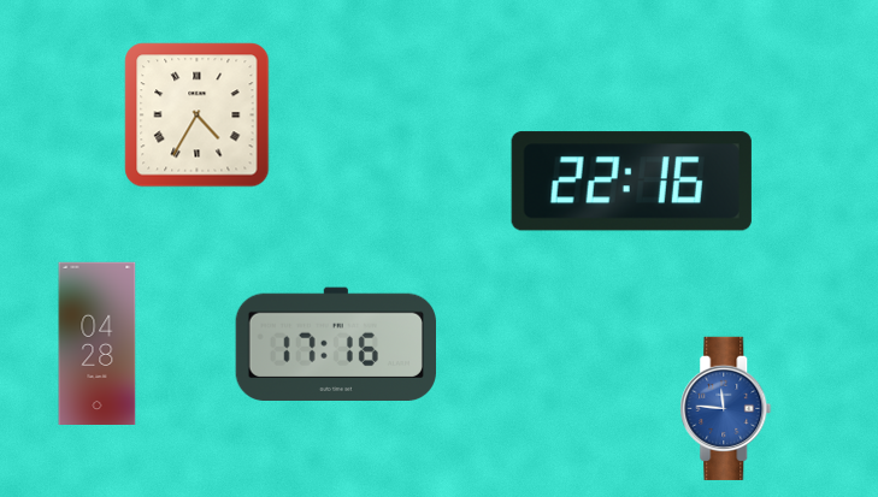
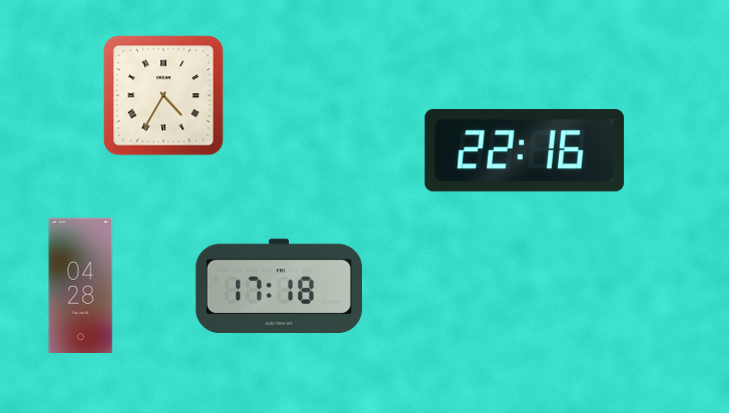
clock at (335, 343): 17:16 -> 17:18
clock at (726, 408): 11:46 -> none
